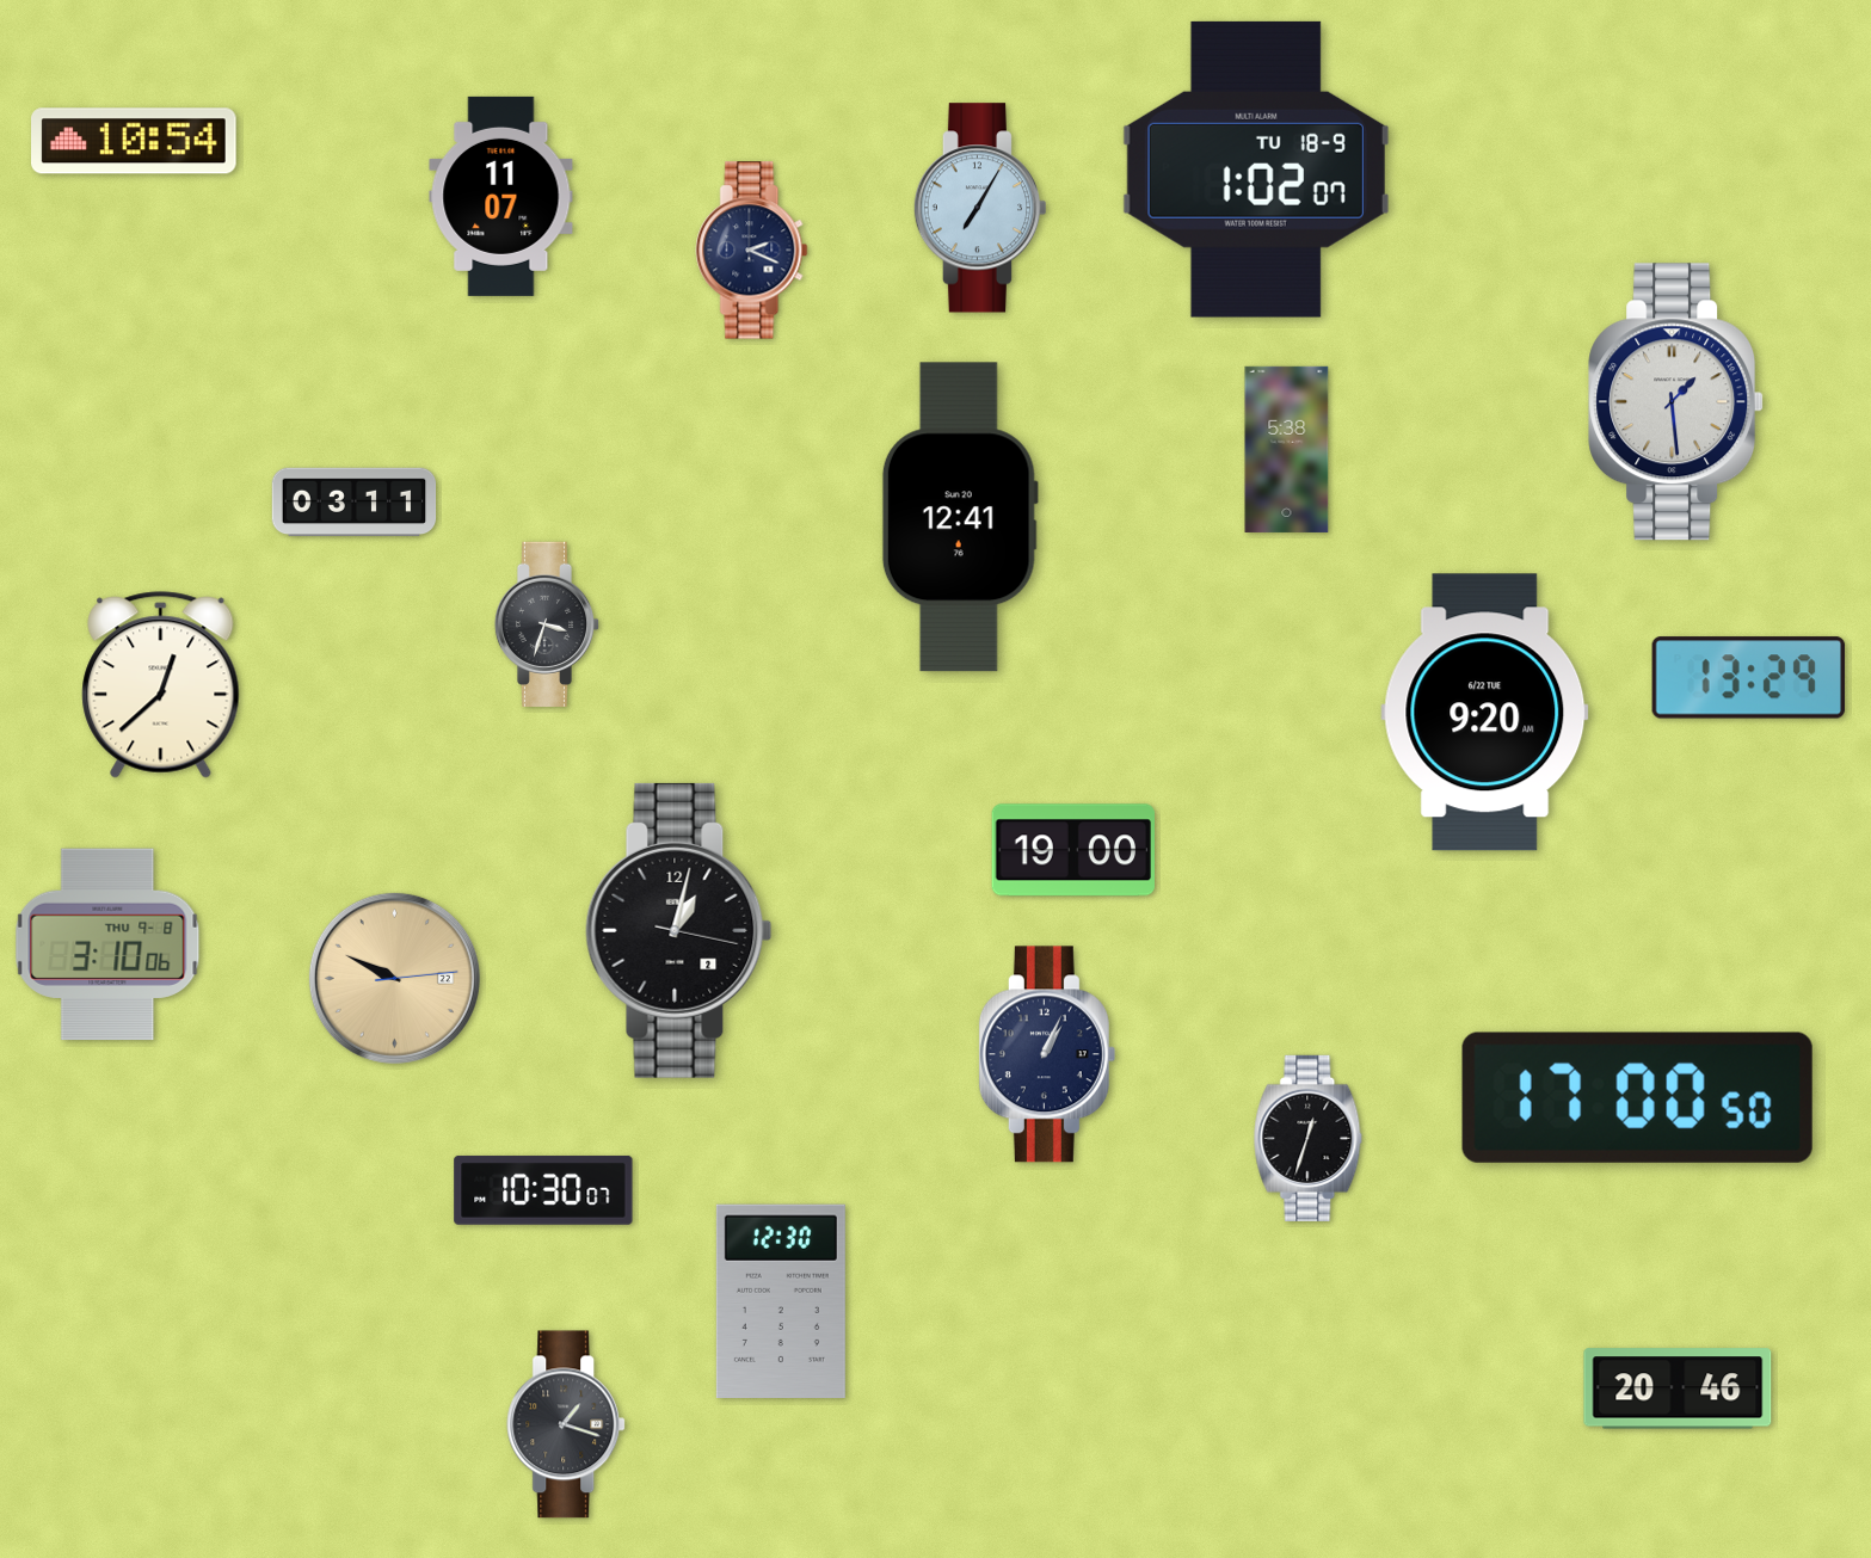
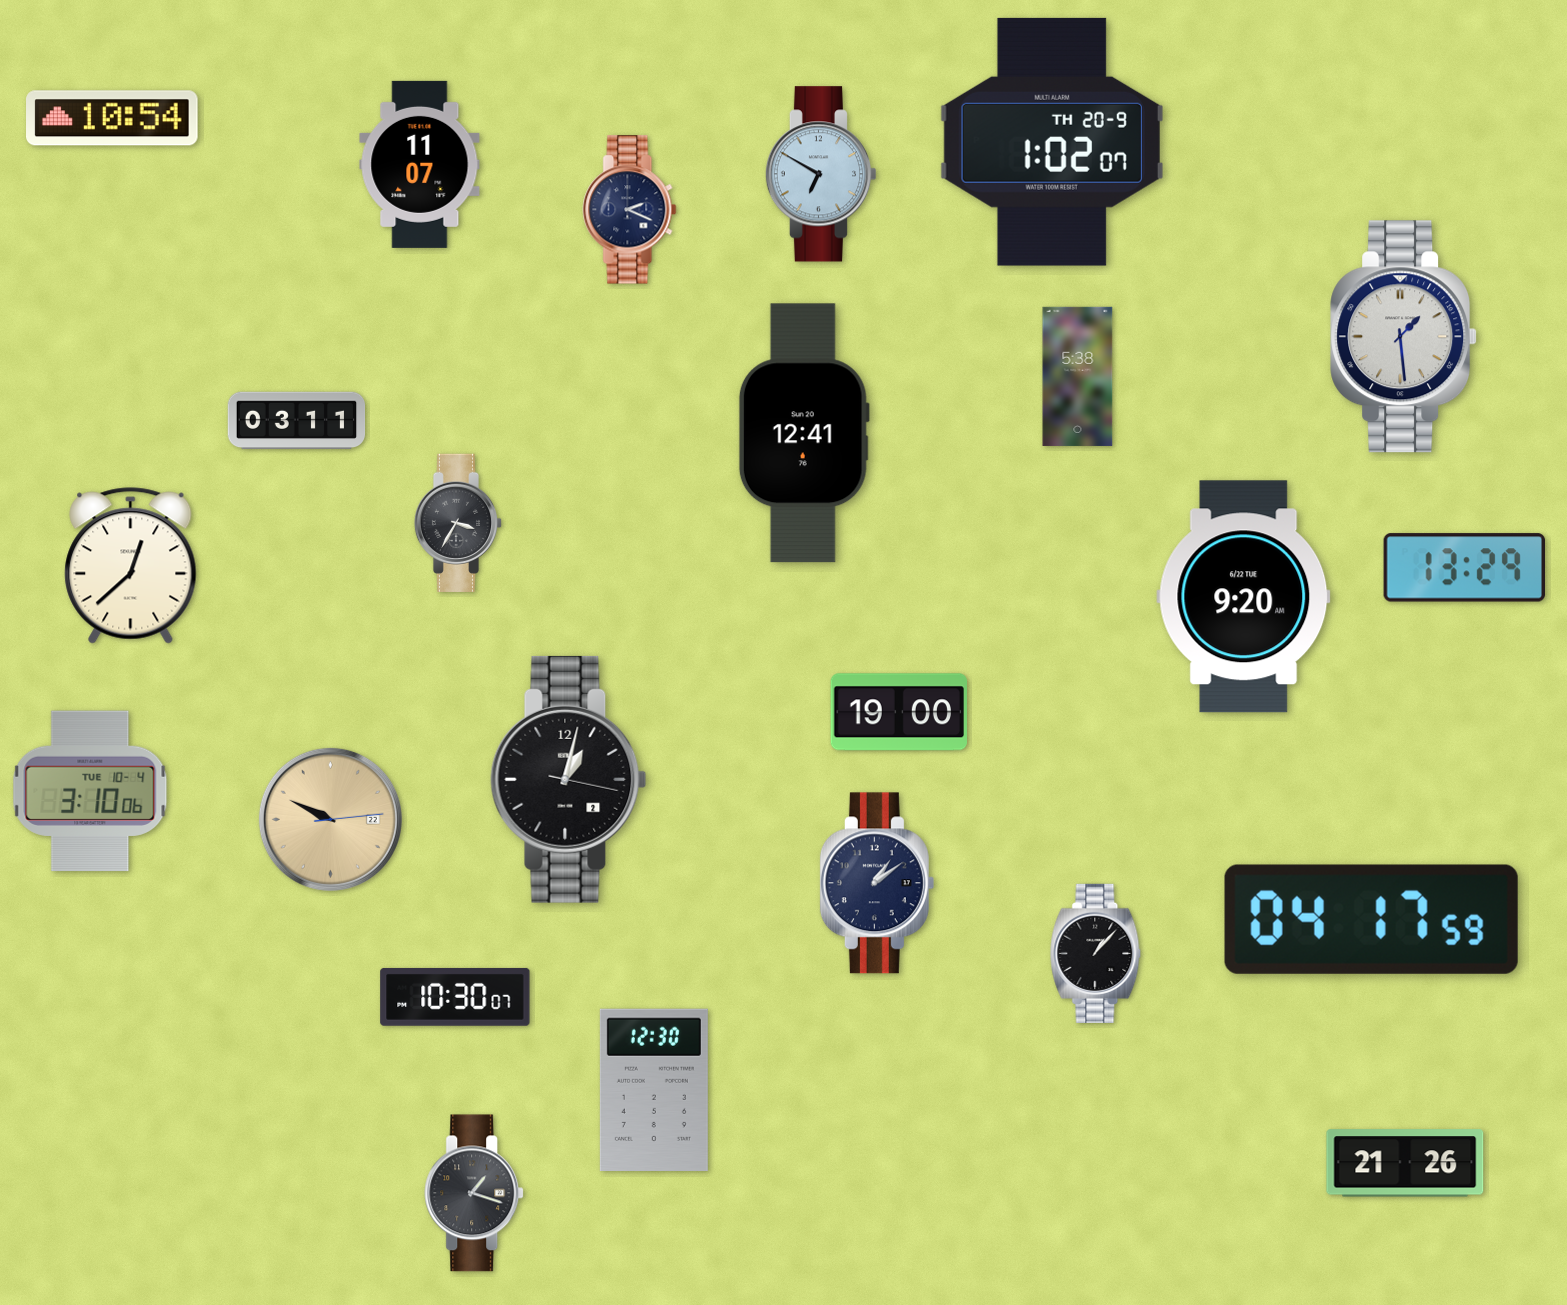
clock at (1256, 170) date: TU 18-9 -> TH 20-9
clock at (980, 208): 7:05 -> 6:50
clock at (547, 624): 3:33 -> 3:35
clock at (161, 685) position: (161, 685) -> (131, 566)
clock at (107, 944) date: THU 9-8 -> TUE 10-4
clock at (1047, 1054): 1:04 -> 1:09
clock at (1637, 1097): 17:00 -> 04:17
clock at (1309, 1138): 12:33 -> 1:07
clock at (1678, 1388): 20:46 -> 21:26
